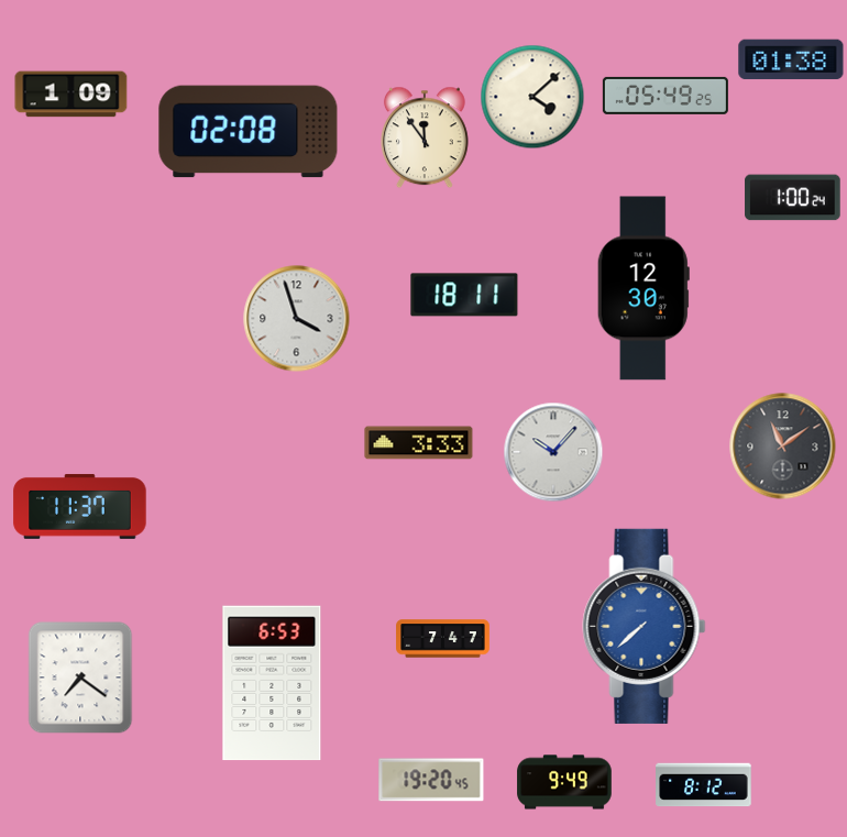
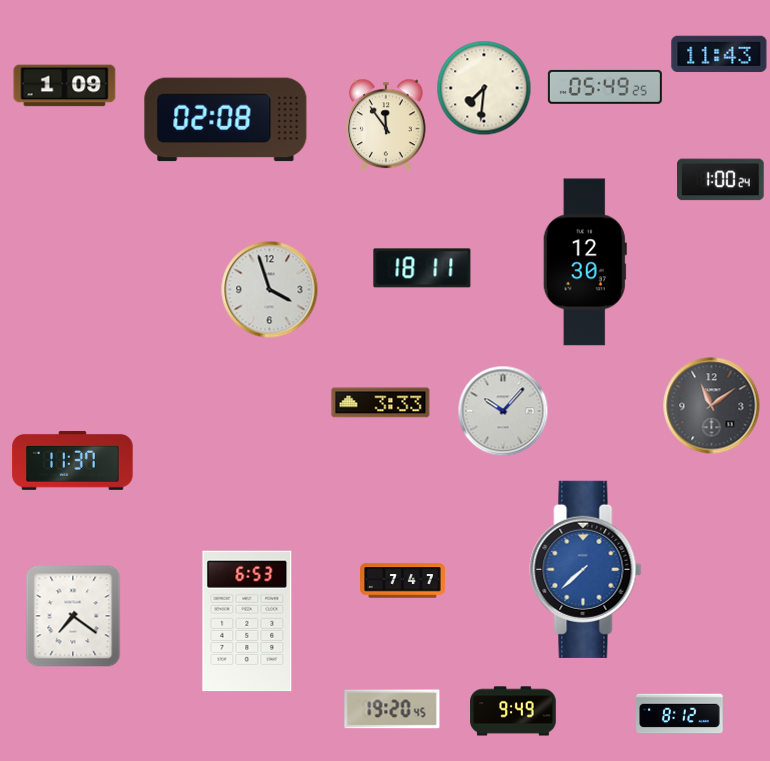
clock at (791, 59): 01:38 -> 11:43
clock at (532, 97): 4:08 -> 7:31
clock at (704, 785) position: (704, 785) -> (680, 714)
